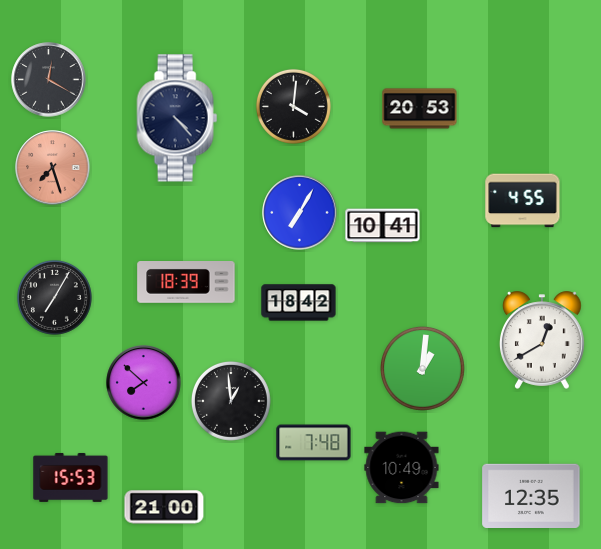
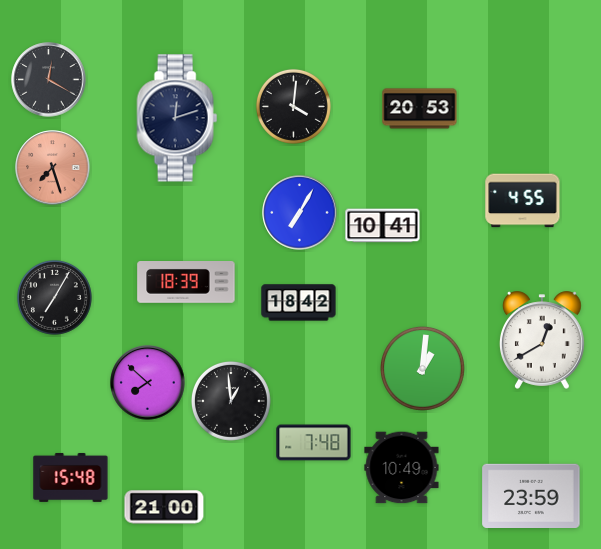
clock at (177, 118): 4:23 -> 12:12
clock at (144, 383) position: (144, 383) -> (148, 383)
clock at (71, 477): 15:53 -> 15:48
clock at (531, 495): 12:35 -> 23:59
